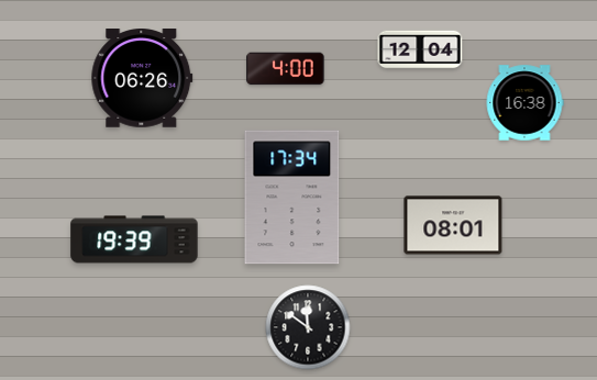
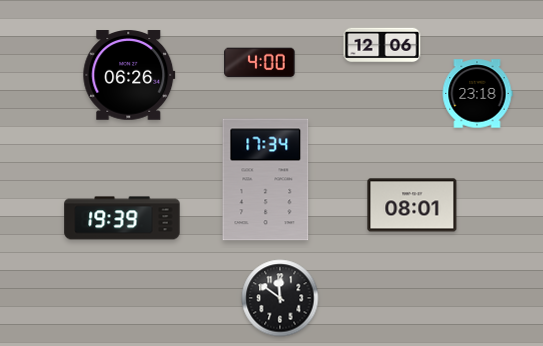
clock at (420, 49): 12:04 -> 12:06
clock at (142, 79) position: (142, 79) -> (129, 76)
clock at (524, 103): 16:38 -> 23:18
